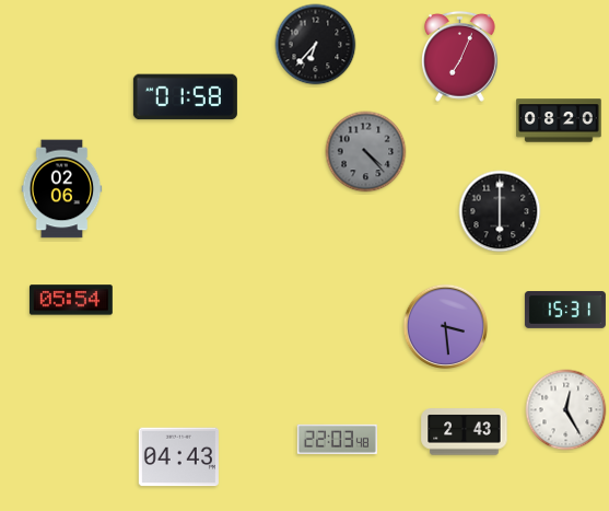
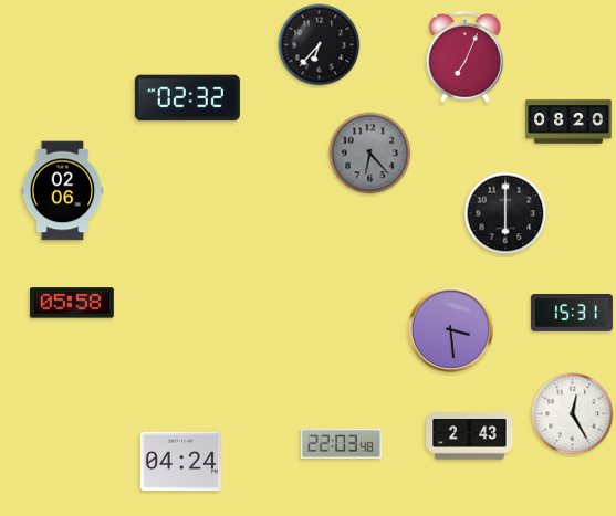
clock at (185, 97): 01:58 -> 02:32
clock at (559, 120) position: (559, 120) -> (568, 122)
clock at (366, 152): 4:23 -> 6:23
clock at (71, 300): 05:54 -> 05:58
clock at (178, 457): 04:43 -> 04:24
